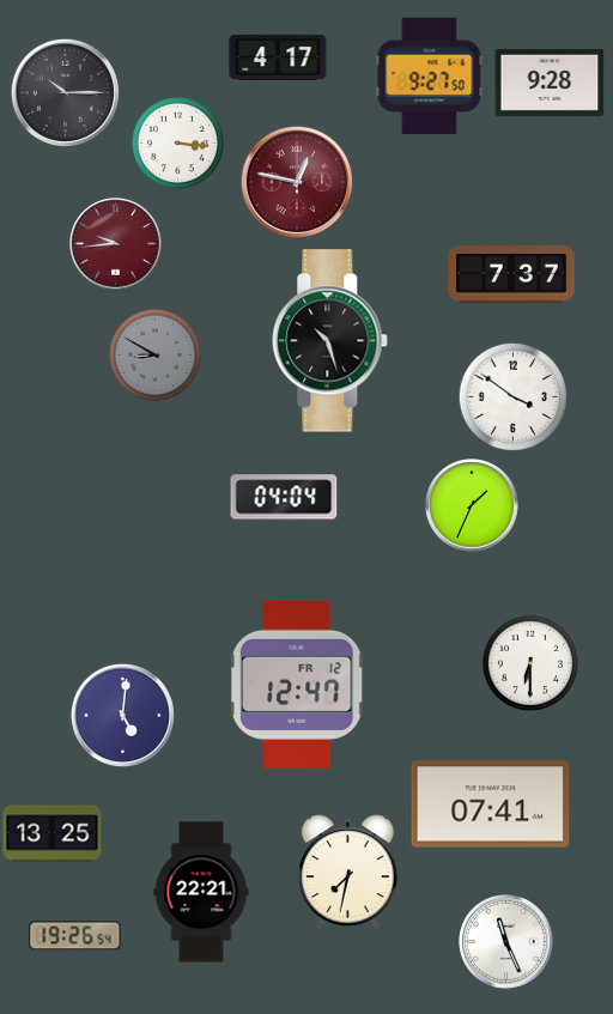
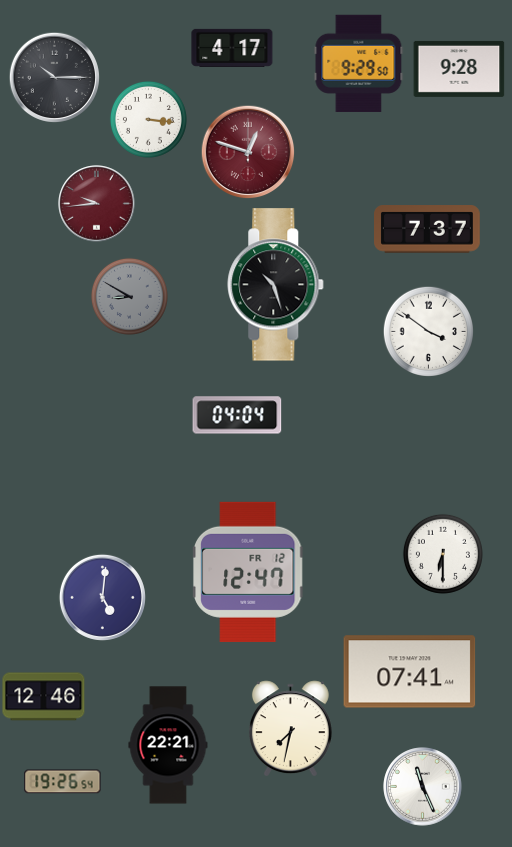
clock at (430, 75): 9:27 -> 9:29
clock at (297, 182): 12:47 -> 12:48
clock at (472, 505): 1:34 -> none
clock at (53, 834): 13:25 -> 12:46
